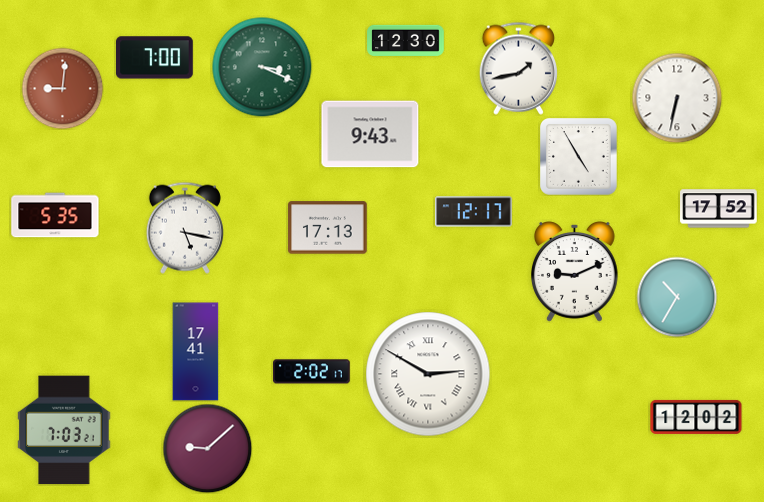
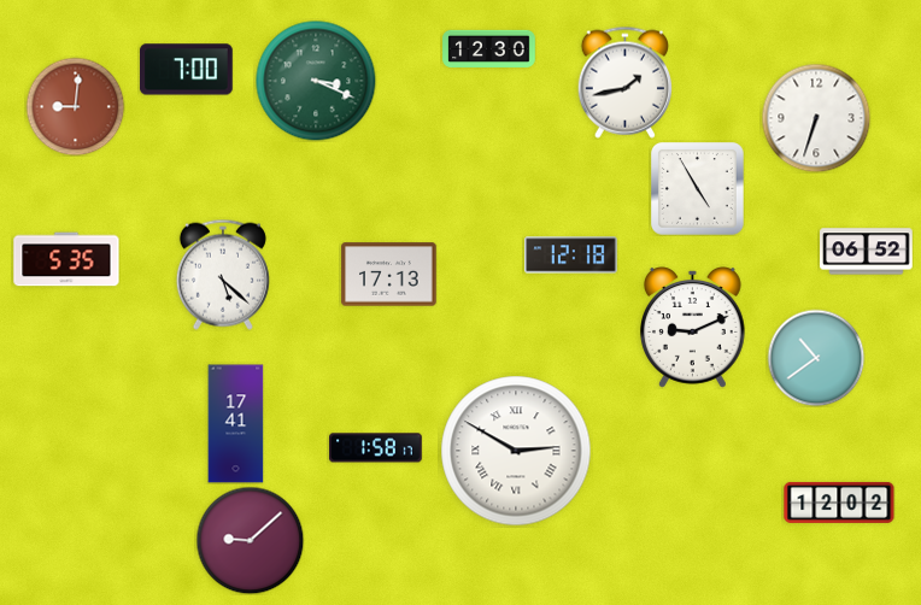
clock at (677, 98): 6:32 -> 6:33
clock at (370, 134): 9:43 -> none
clock at (719, 209): 17:52 -> 06:52
clock at (474, 212): 12:17 -> 12:18
clock at (185, 228): 5:17 -> 5:22
clock at (328, 228) position: (328, 228) -> (389, 275)
clock at (677, 297): 10:35 -> 10:39
clock at (312, 372): 2:02 -> 1:58
clock at (64, 430): 7:03 -> none
